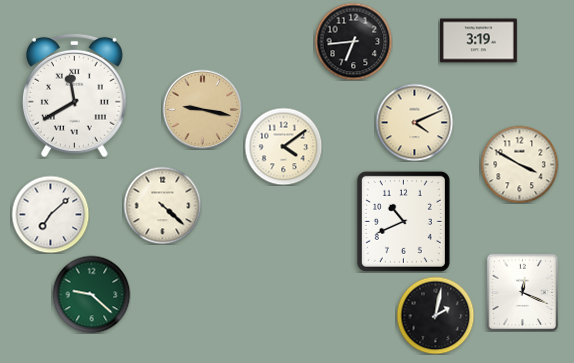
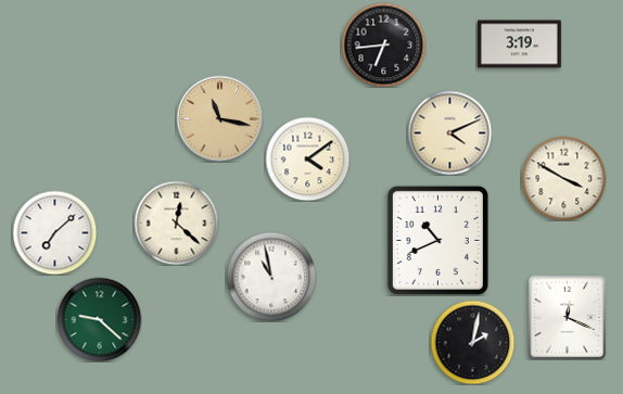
clock at (74, 95): 11:40 -> none
clock at (202, 109): 9:17 -> 11:17
clock at (162, 205): 4:22 -> 12:22
clock at (271, 277): none -> 10:58
